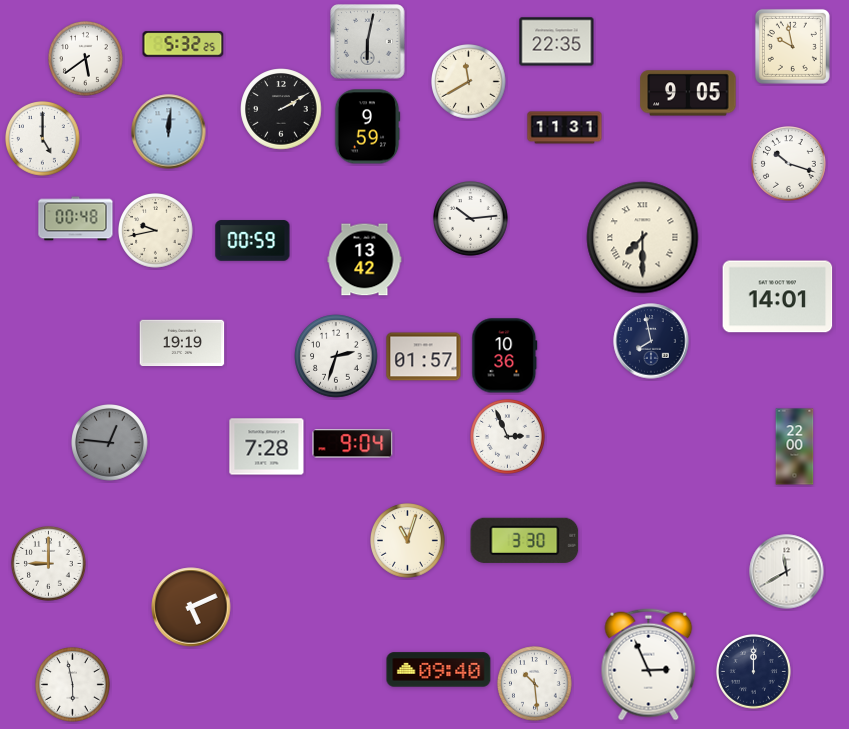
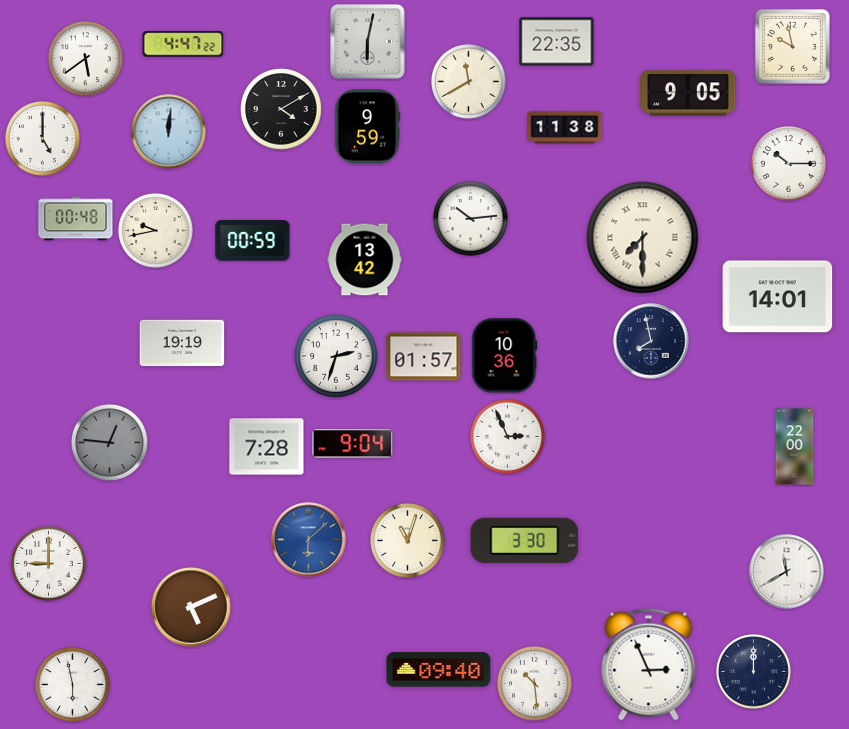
clock at (183, 44): 5:32 -> 4:47
clock at (281, 109): 2:10 -> 4:10
clock at (565, 128): 11:31 -> 11:38
clock at (789, 164): 10:18 -> 10:15
clock at (309, 540): none -> 6:08
